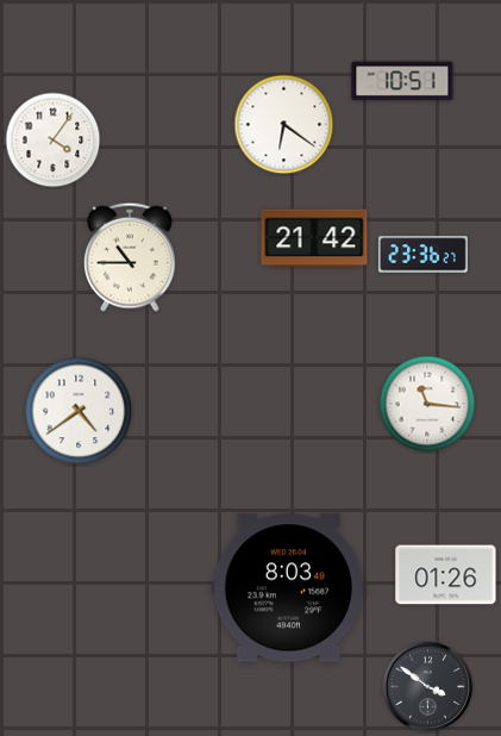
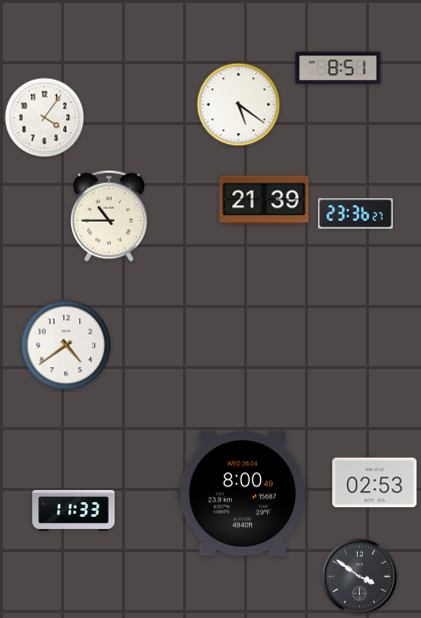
clock at (402, 81): 10:51 -> 8:51
clock at (284, 125): 6:21 -> 5:21
clock at (314, 238): 21:42 -> 21:39
clock at (427, 404): 11:16 -> none
clock at (446, 575): 01:26 -> 02:53
clock at (288, 588): 8:03 -> 8:00
clock at (74, 510): none -> 11:33
